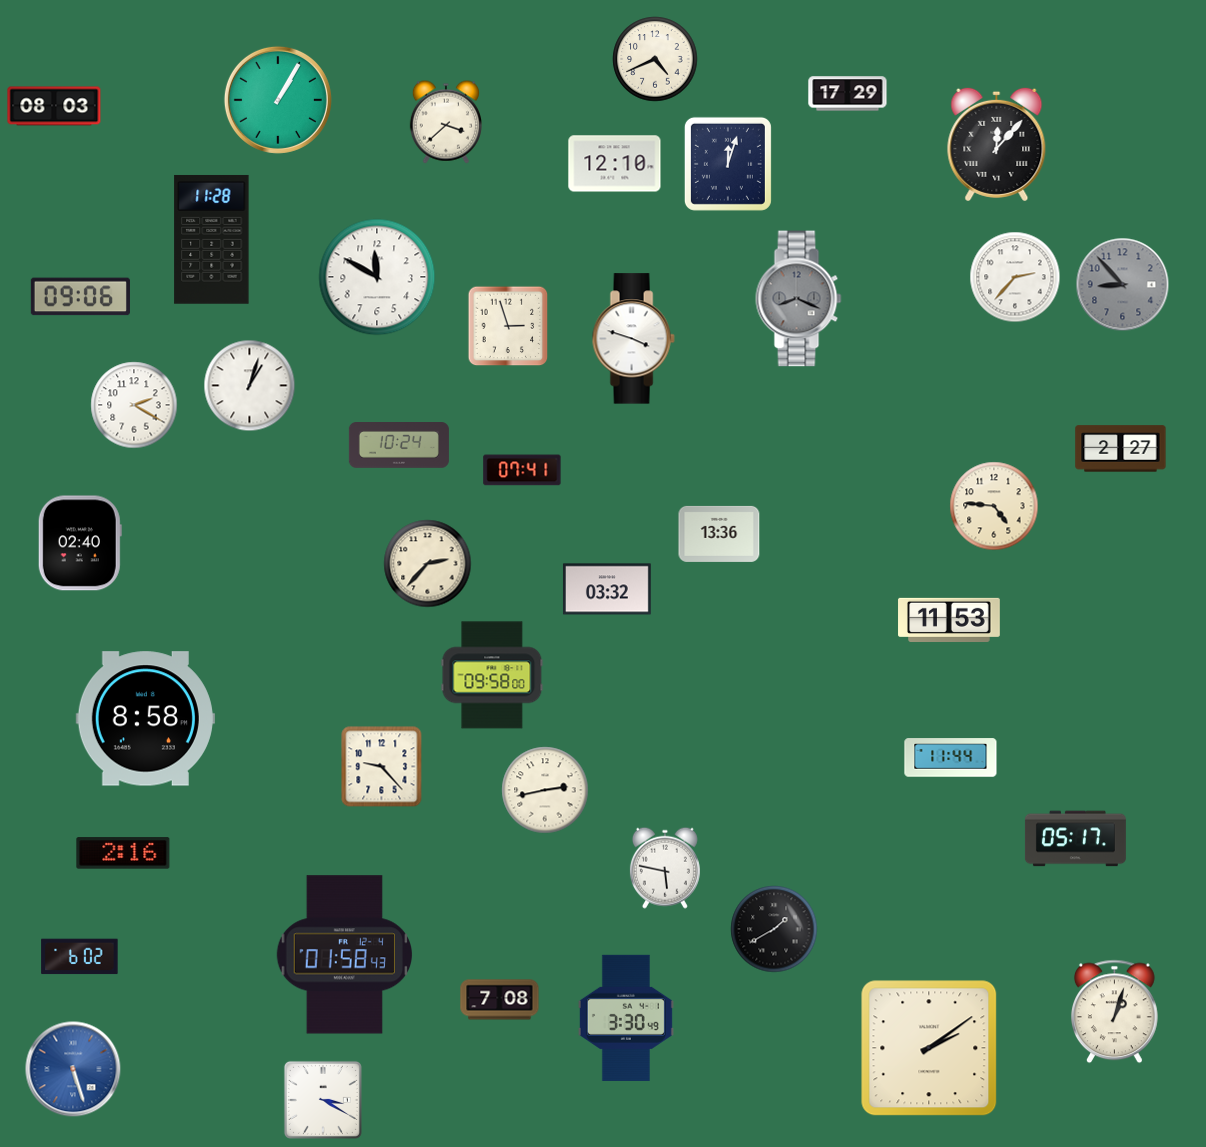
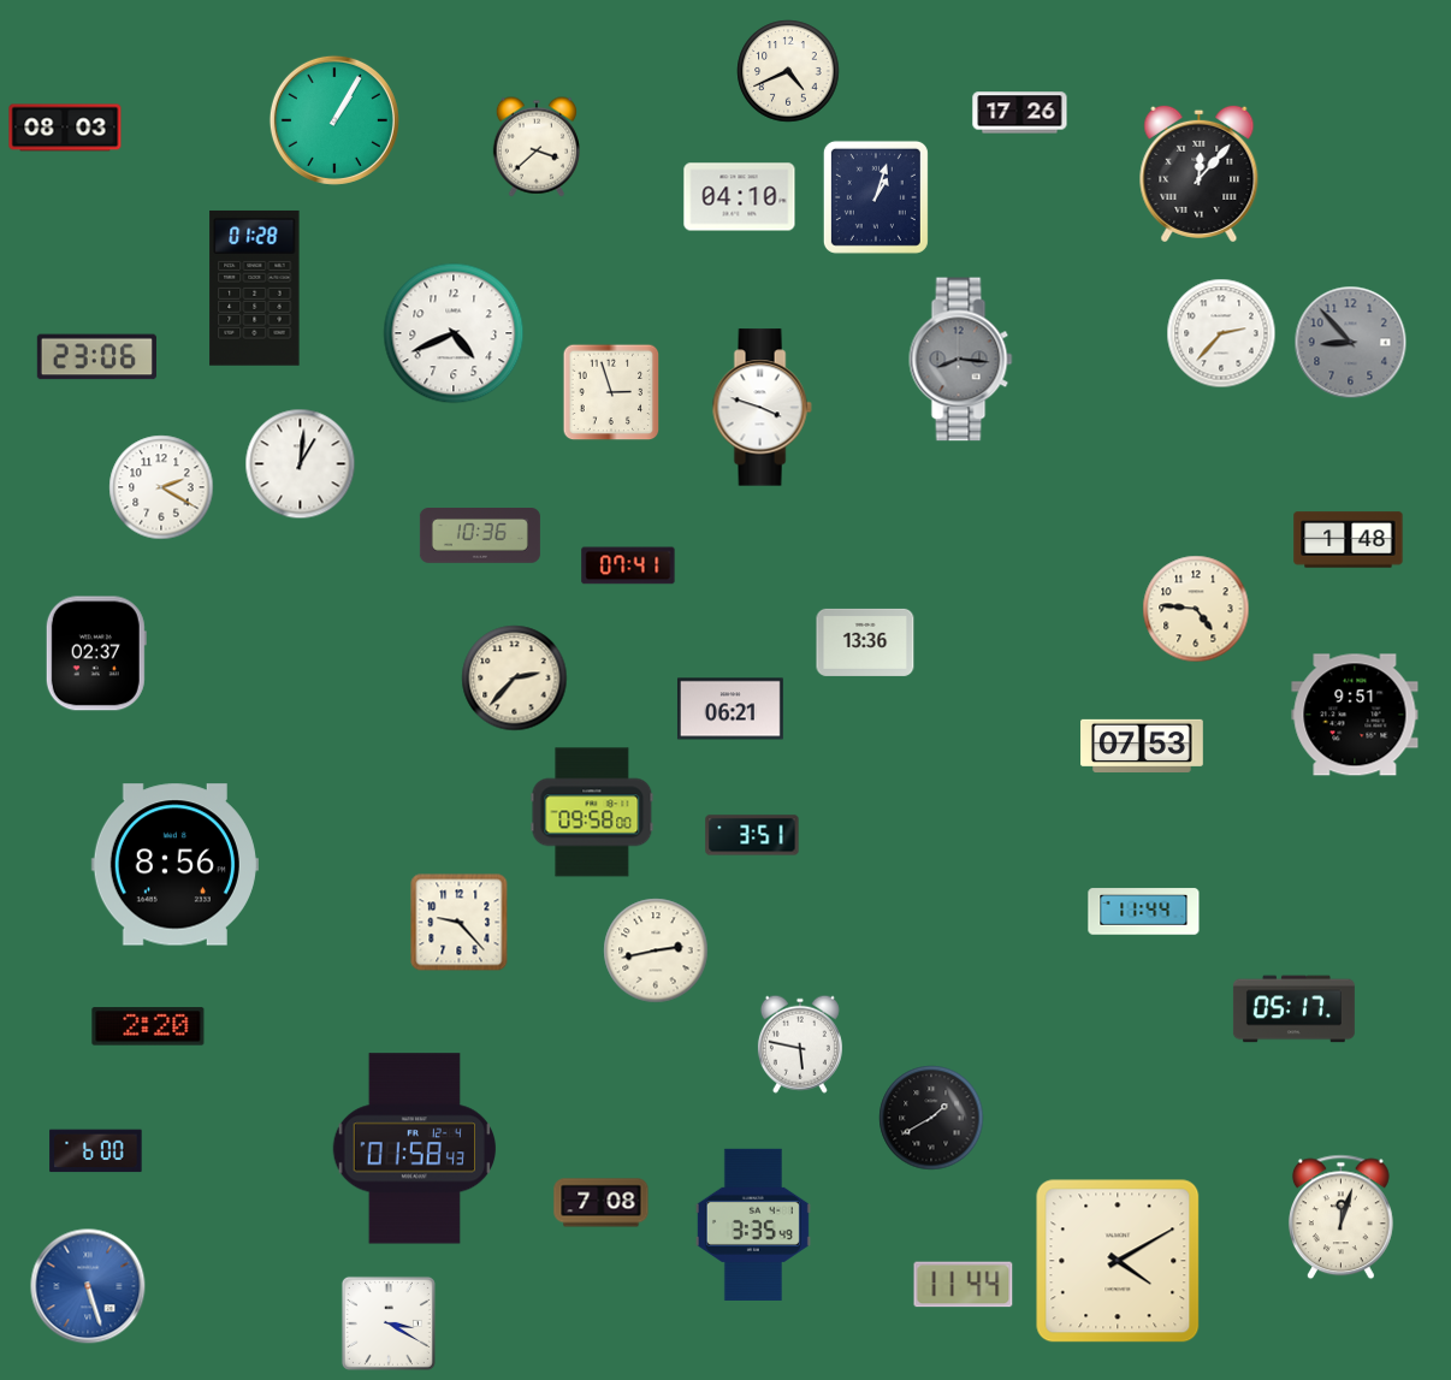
clock at (848, 94): 17:29 -> 17:26
clock at (615, 164): 12:10 -> 04:10
clock at (728, 164): 12:03 -> 1:03
clock at (212, 239): 11:28 -> 01:28
clock at (377, 277): 11:50 -> 4:41
clock at (80, 297): 09:06 -> 23:06
clock at (799, 299): 8:19 -> 8:16
clock at (250, 386): 1:03 -> 1:01
clock at (399, 446): 10:24 -> 10:36
clock at (1121, 449): 2:27 -> 1:48
clock at (80, 543): 02:40 -> 02:37
clock at (607, 589): 03:32 -> 06:21
clock at (1355, 715): none -> 9:51
clock at (949, 619): 11:53 -> 07:53
clock at (752, 835): none -> 3:51
clock at (145, 719): 8:58 -> 8:56
clock at (123, 853): 2:16 -> 2:20
clock at (80, 957): 6:02 -> 6:00
clock at (1114, 1012): 1:03 -> 12:03
clock at (626, 1018): 3:30 -> 3:35
clock at (929, 1048): 2:09 -> 4:10
clock at (964, 1285): none -> 11:44
